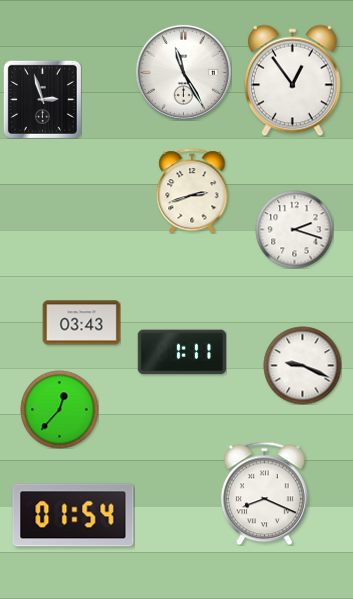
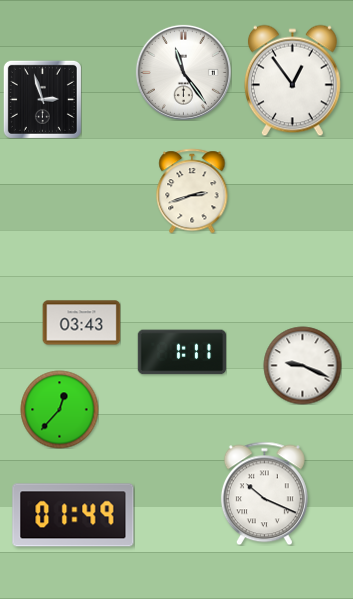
clock at (183, 72): 11:25 -> 11:24
clock at (294, 229): 2:18 -> none
clock at (264, 493): 8:19 -> 10:19
clock at (73, 515): 01:54 -> 01:49
